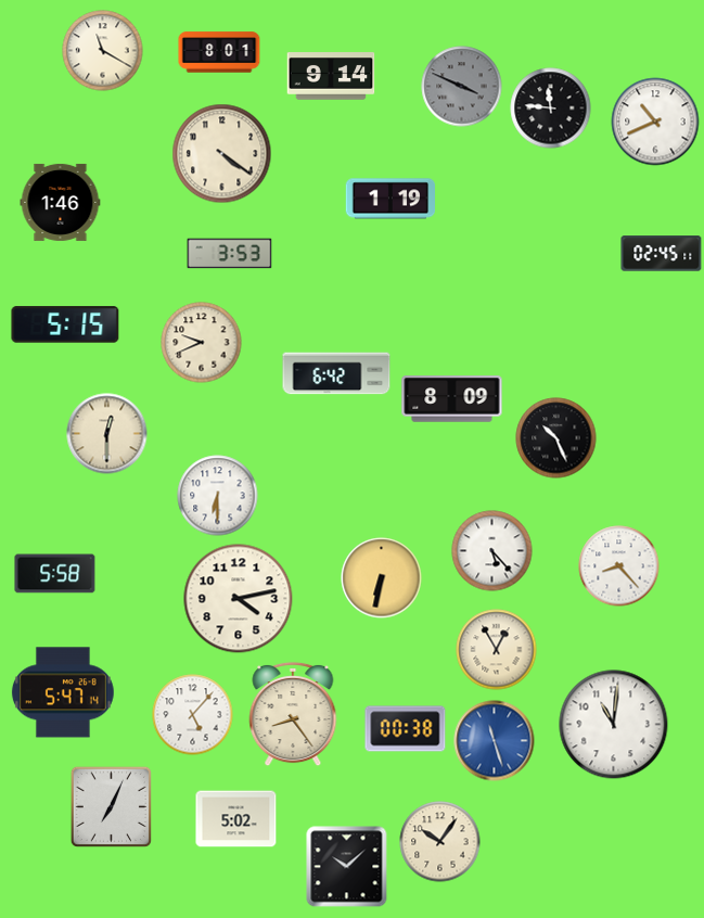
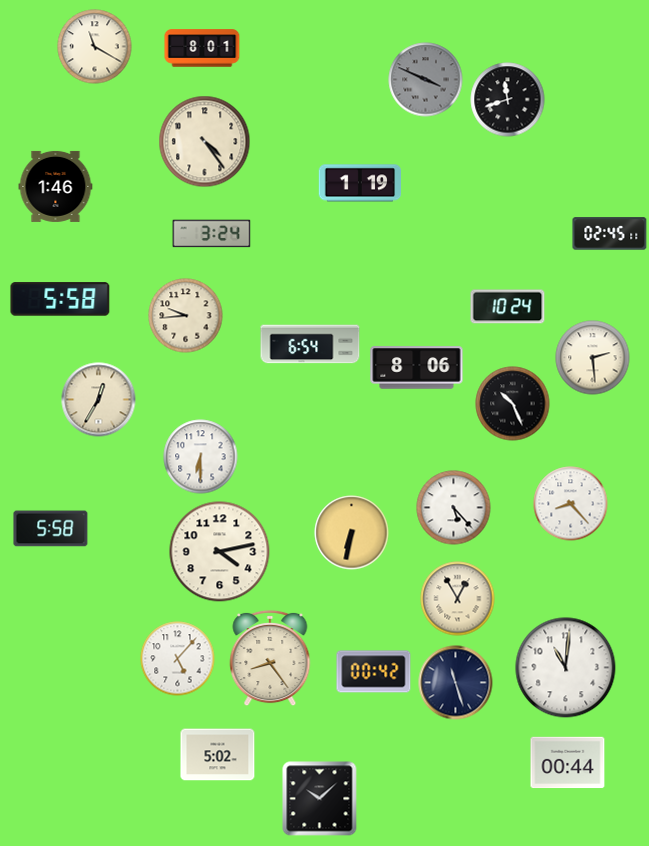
clock at (331, 76): 9:14 -> none
clock at (551, 109): 11:46 -> 11:42
clock at (655, 122): 10:41 -> none
clock at (222, 154): 4:21 -> 4:24
clock at (230, 254): 3:53 -> 3:24
clock at (65, 324): 5:15 -> 5:58
clock at (508, 307): none -> 10:24
clock at (202, 343): 9:41 -> 9:44
clock at (336, 373): 6:42 -> 6:54
clock at (593, 358): none -> 2:29
clock at (452, 399): 8:09 -> 8:06
clock at (107, 434): 12:30 -> 12:35
clock at (619, 566) position: (619, 566) -> (571, 504)
clock at (63, 692): 5:47 -> none
clock at (406, 729): 00:38 -> 00:42
clock at (495, 741) dial: blue -> navy
clock at (111, 806): 7:04 -> none
clock at (568, 763): none -> 00:44
clock at (440, 842): 10:06 -> none
